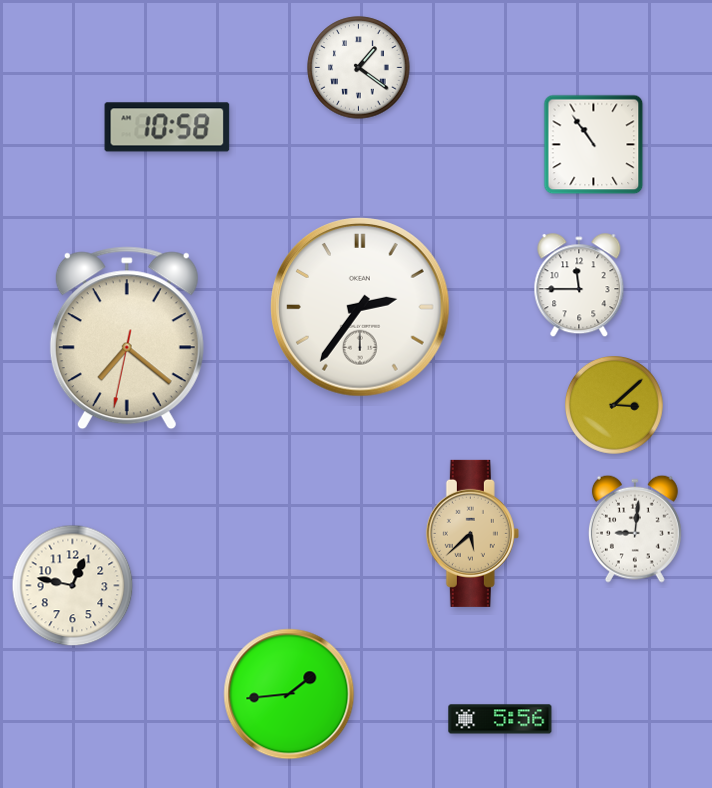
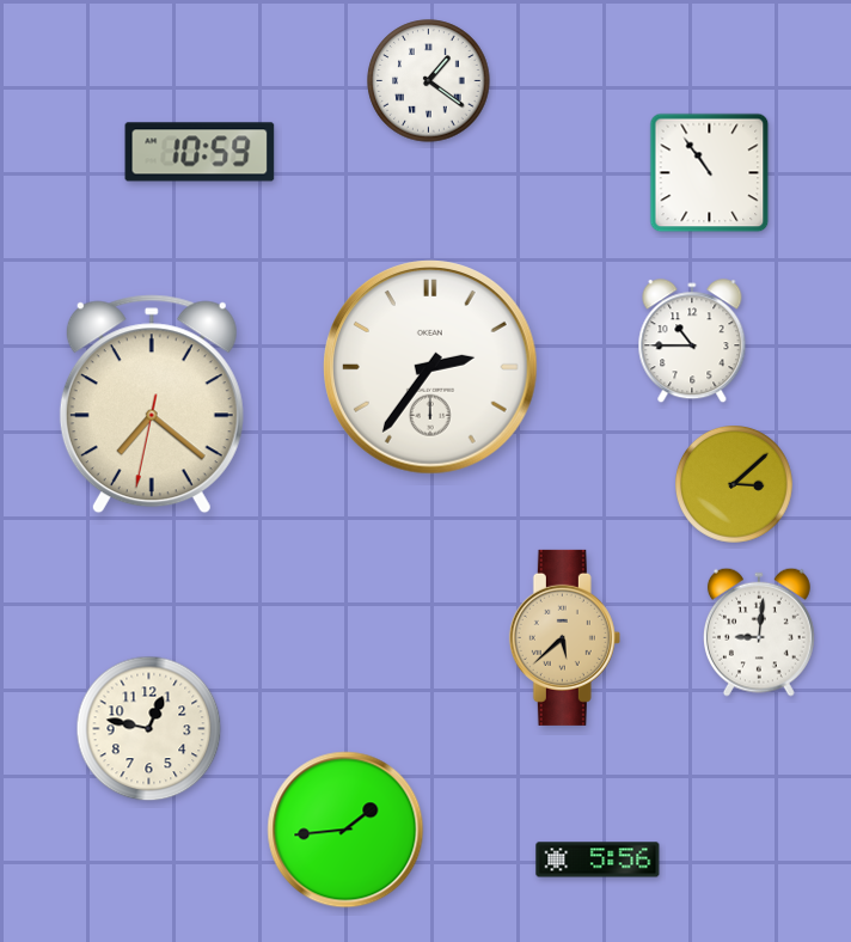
clock at (167, 127): 10:58 -> 10:59
clock at (579, 286): 11:45 -> 10:45
clock at (73, 586) position: (73, 586) -> (149, 729)
